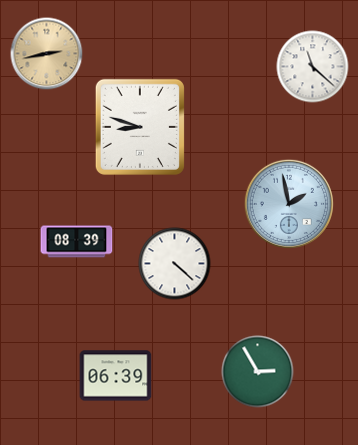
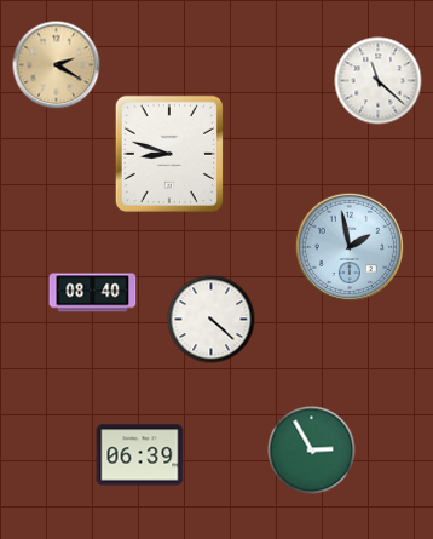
clock at (47, 54): 2:43 -> 2:20
clock at (77, 242): 08:39 -> 08:40
